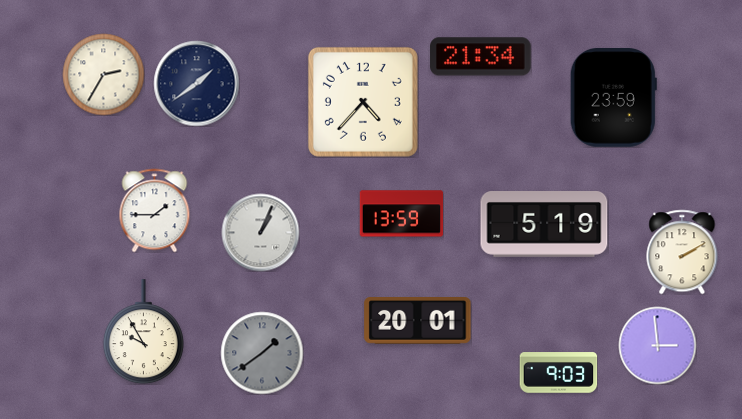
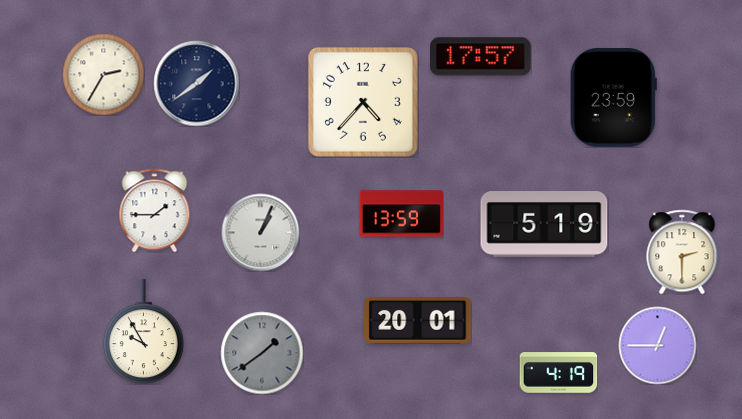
clock at (481, 57): 21:34 -> 17:57
clock at (682, 252): 2:10 -> 2:30
clock at (657, 345): 2:59 -> 12:45
clock at (558, 373): 9:03 -> 4:19
